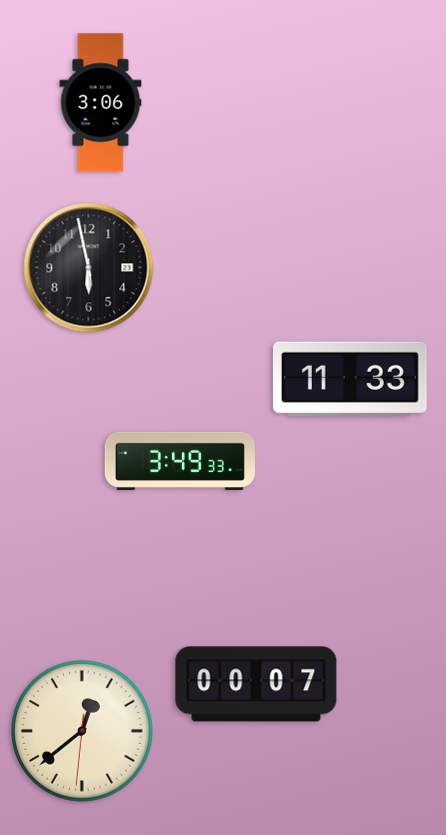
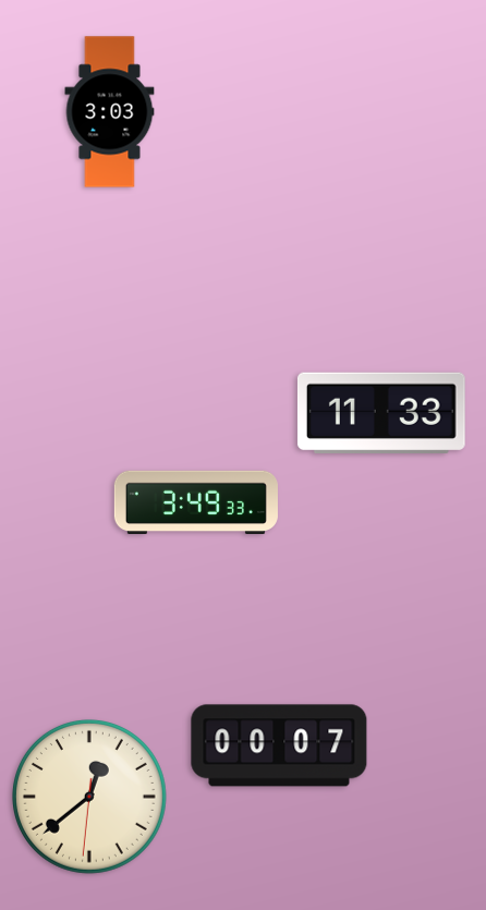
clock at (101, 103): 3:06 -> 3:03
clock at (89, 268): 5:58 -> none
